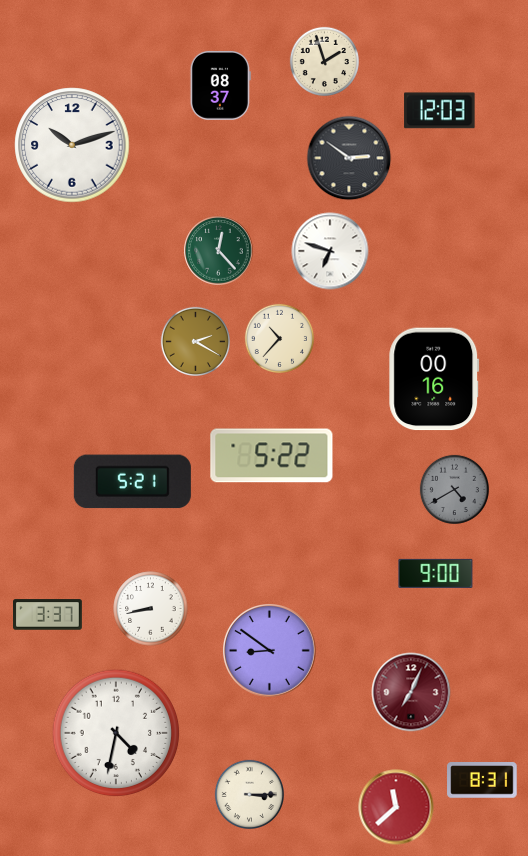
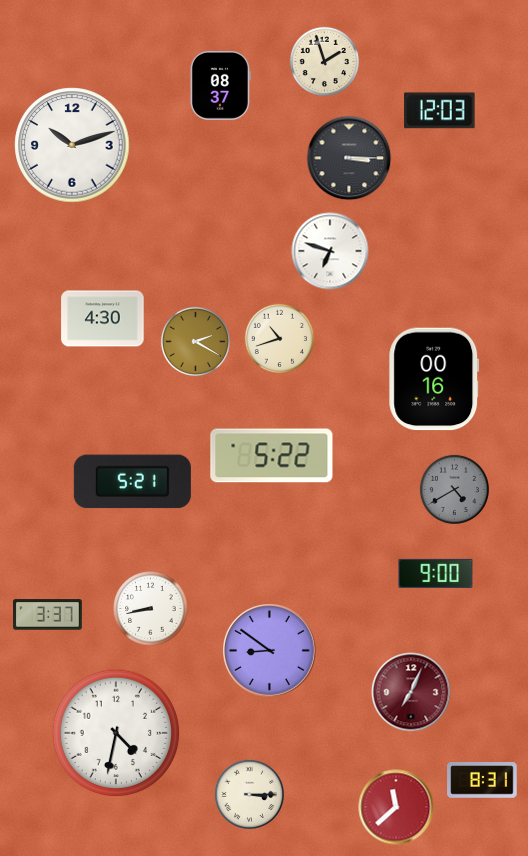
clock at (349, 158): 2:51 -> 3:15
clock at (219, 251): 12:23 -> none
clock at (103, 319): none -> 4:30
clock at (279, 338): 10:37 -> 10:42
